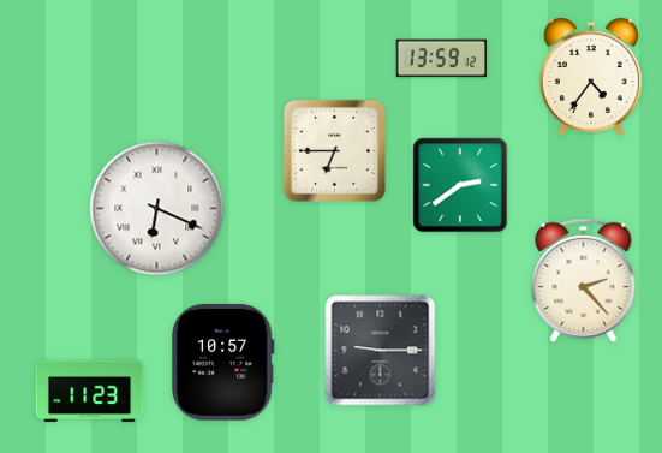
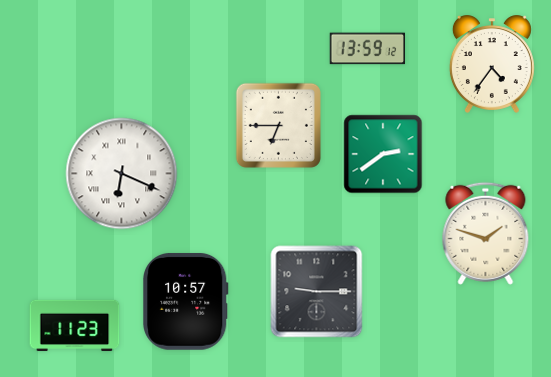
clock at (157, 209) position: (157, 209) -> (122, 174)
clock at (584, 280): 2:23 -> 1:48
